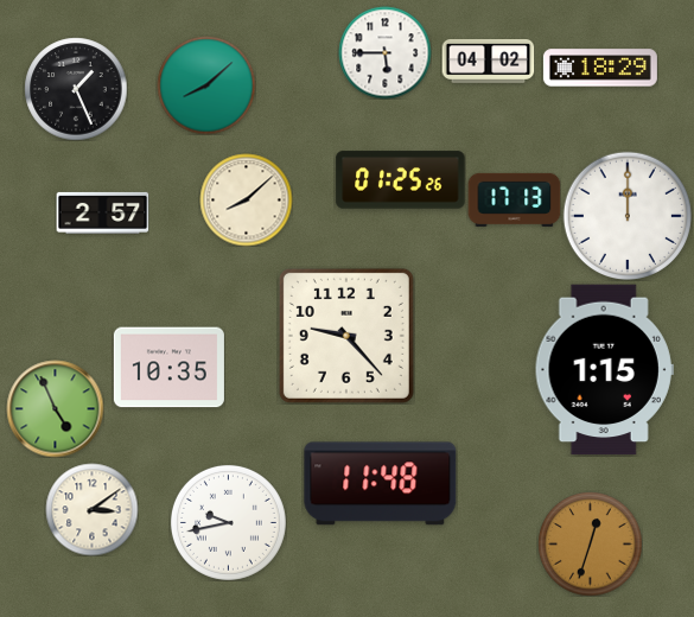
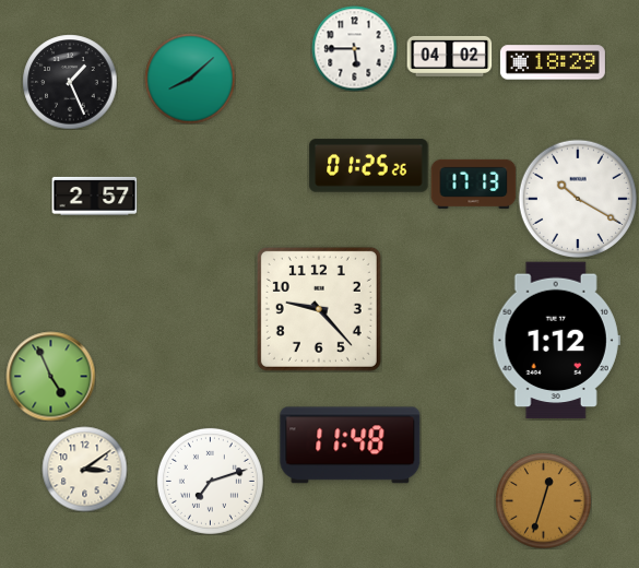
clock at (246, 199): 8:08 -> none
clock at (626, 215): 12:00 -> 10:20
clock at (168, 368): 10:35 -> none
clock at (604, 370): 1:15 -> 1:12
clock at (228, 522): 9:43 -> 7:12
